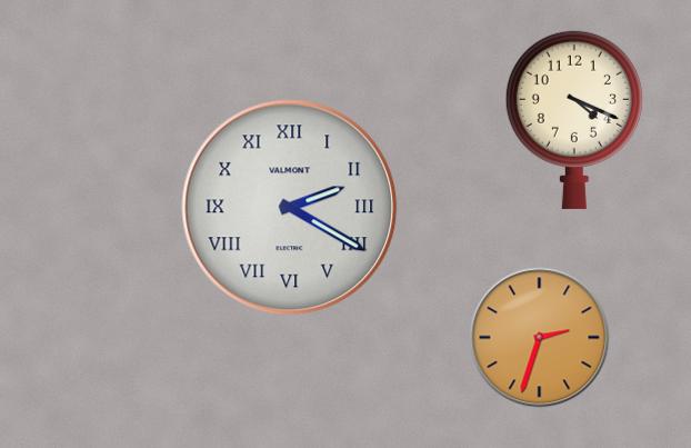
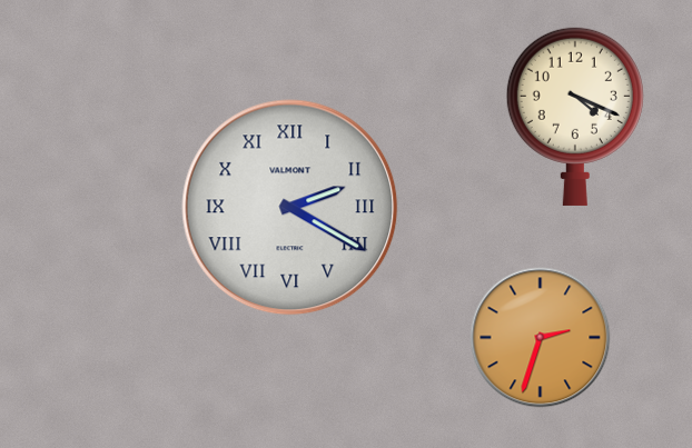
clock at (574, 119) position: (574, 119) -> (575, 116)
